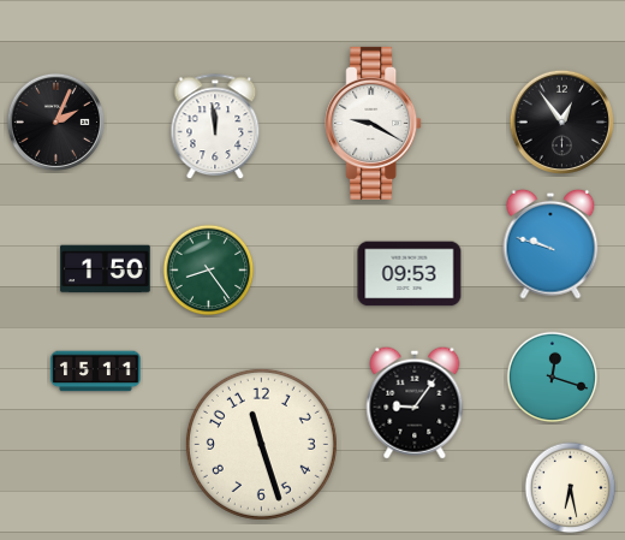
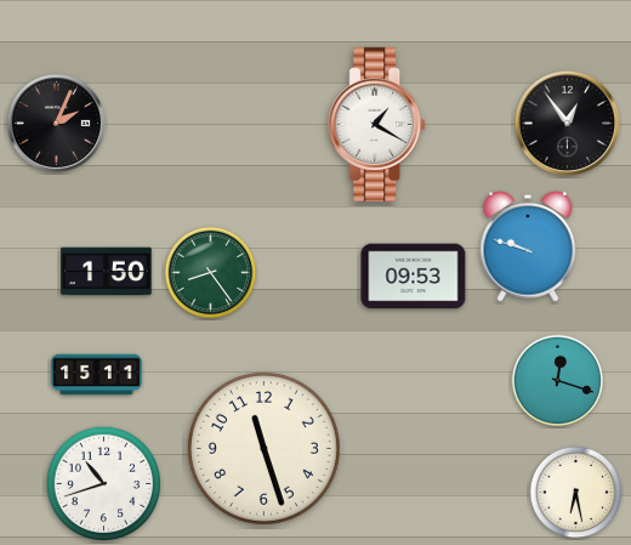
clock at (374, 123): 9:20 -> 1:20
clock at (215, 127): 11:59 -> none
clock at (550, 244) position: (550, 244) -> (528, 246)
clock at (415, 403): 9:06 -> none
clock at (103, 483): none -> 10:42
